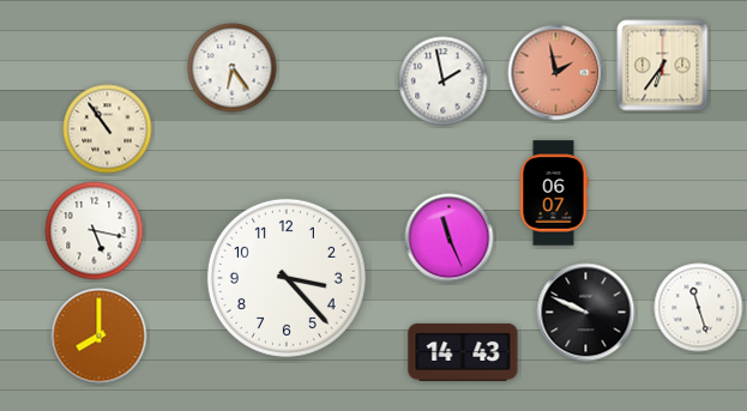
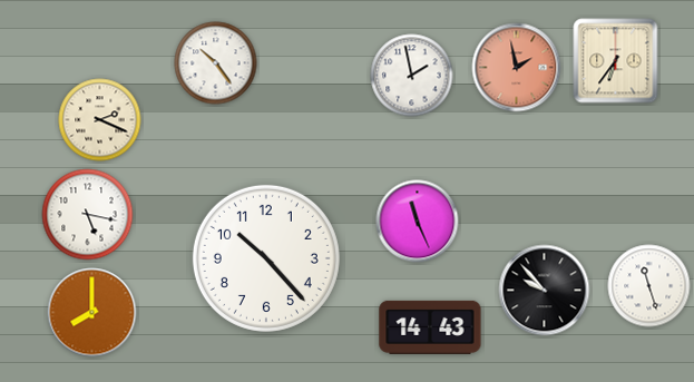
clock at (233, 68): 6:24 -> 10:24
clock at (108, 129): 10:54 -> 2:19
clock at (554, 193): 06:07 -> none
clock at (287, 278): 3:23 -> 10:23
clock at (586, 313): 9:49 -> 9:53
